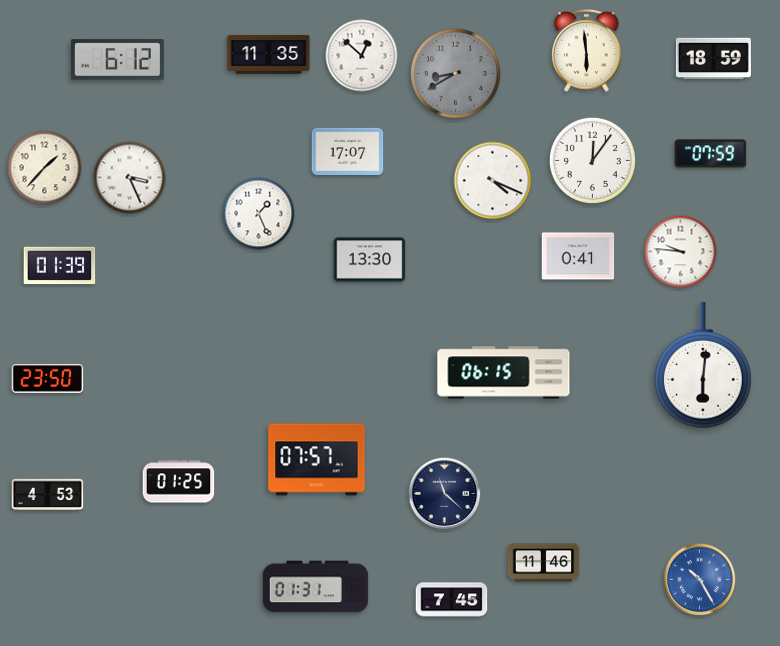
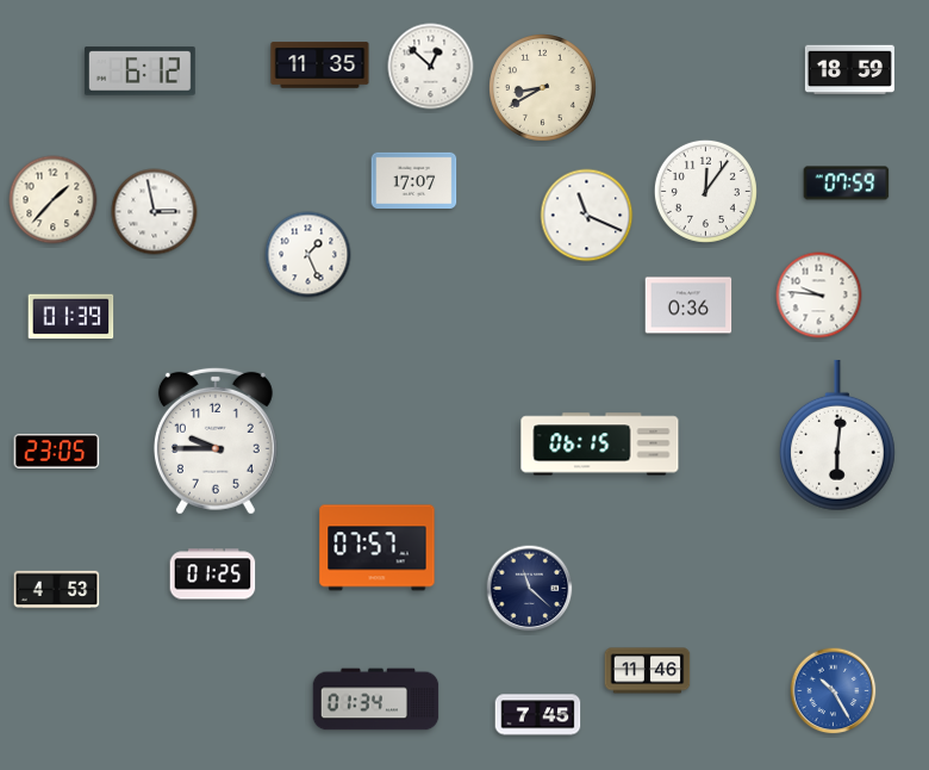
clock at (587, 51): 5:59 -> none
clock at (456, 74) dial: grey -> cream
clock at (130, 178): 3:26 -> 2:58
clock at (493, 181): 4:19 -> 11:19
clock at (681, 252) position: (681, 252) -> (819, 296)
clock at (578, 256): 0:41 -> 0:36
clock at (370, 260): 13:30 -> none
clock at (216, 441): none -> 9:45
clock at (48, 378): 23:50 -> 23:05
clock at (316, 587): 01:31 -> 01:34
